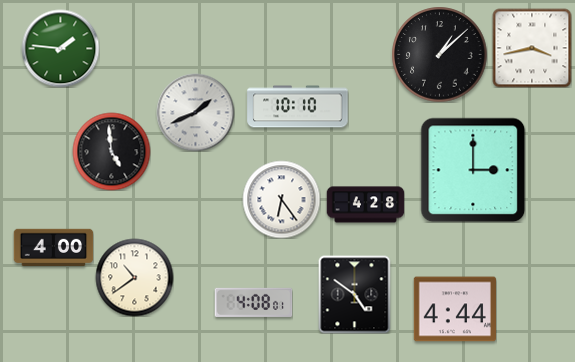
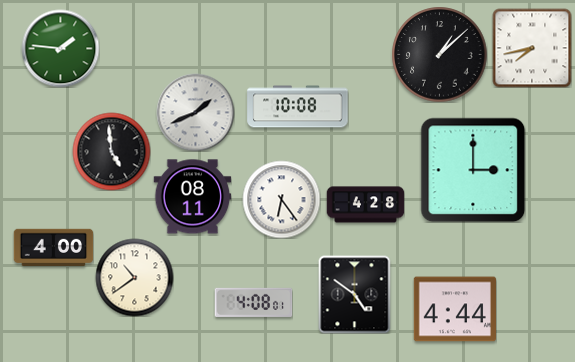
clock at (532, 48): 3:43 -> 7:43
clock at (298, 107): 10:10 -> 10:08
clock at (192, 197): none -> 08:11
